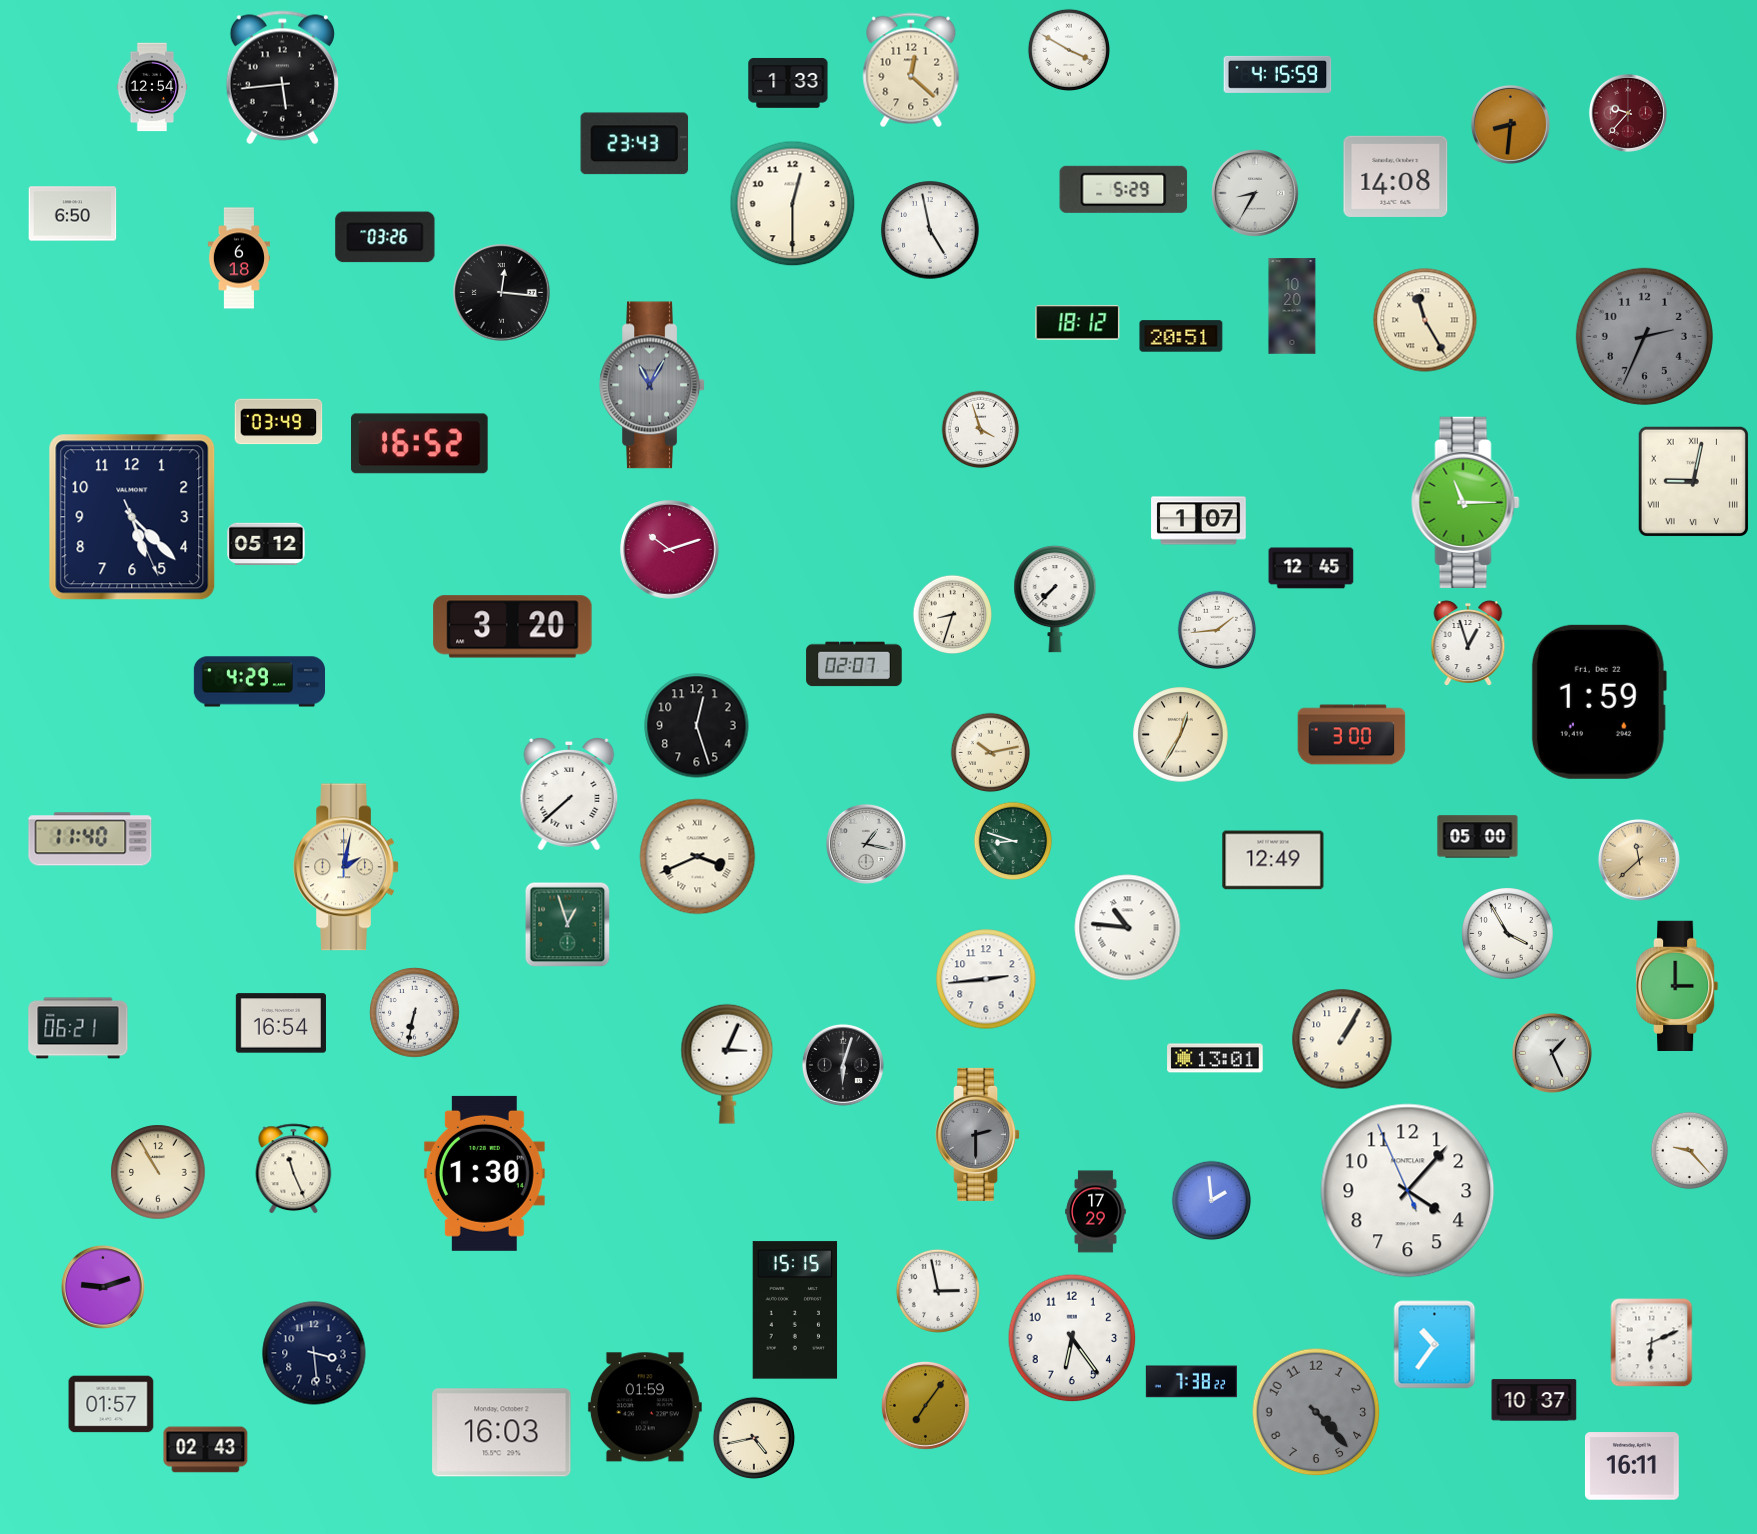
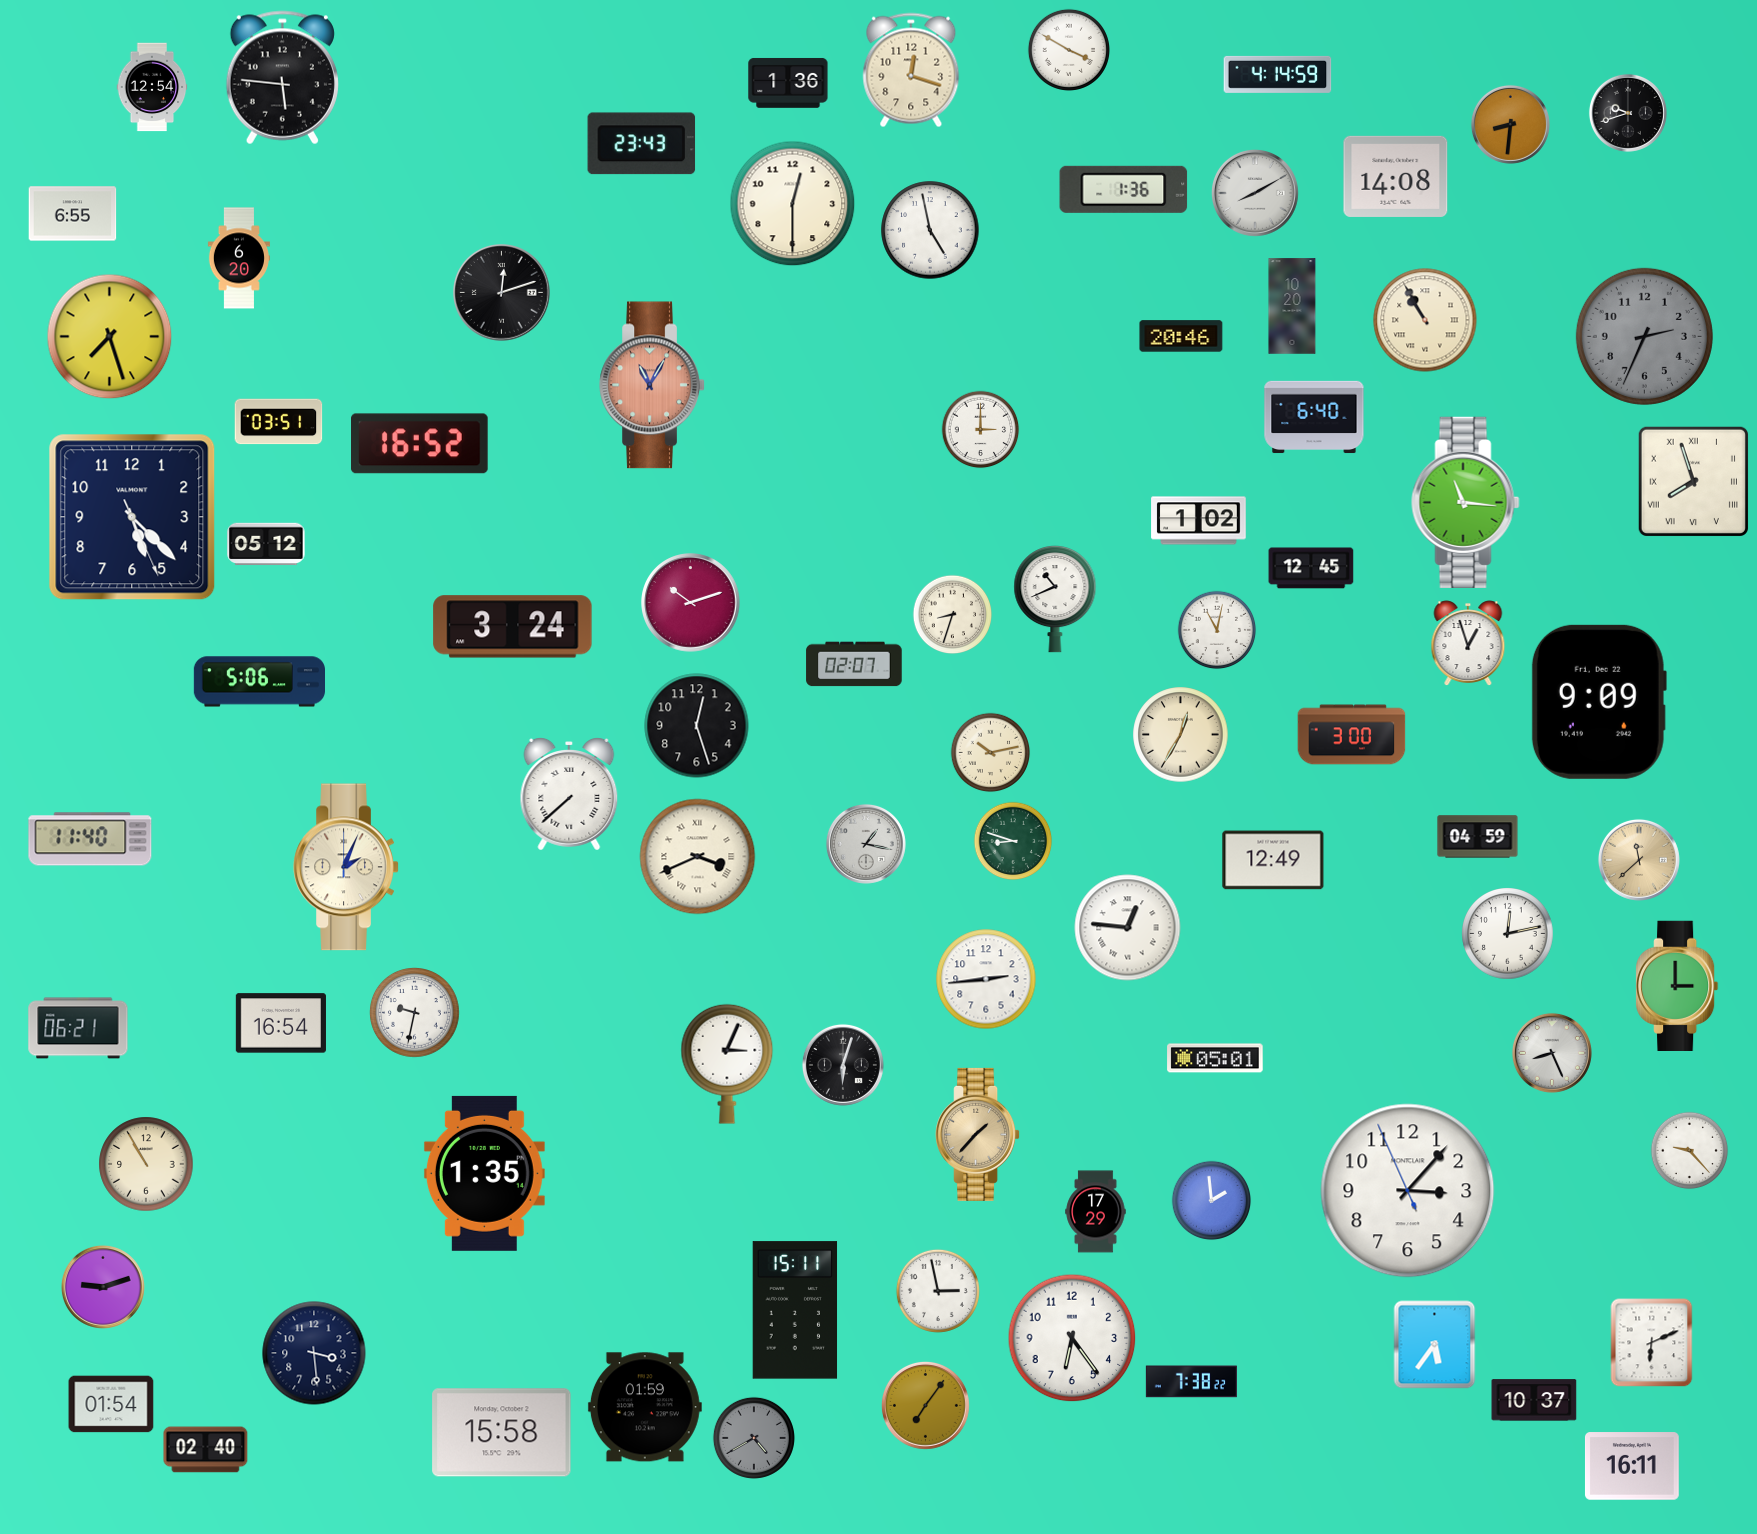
clock at (911, 70): 12:22 -> 12:18
clock at (1278, 74): 4:15 -> 4:14
clock at (282, 78): 5:44 -> 5:46
clock at (788, 83): 1:33 -> 1:36
clock at (1628, 113): 9:37 -> 9:42
clock at (1628, 113) dial: burgundy -> black
clock at (635, 144) position: (635, 144) -> (642, 144)
clock at (1124, 189): 5:29 -> 1:36
clock at (1255, 193): 8:35 -> 8:10
clock at (73, 214): 6:50 -> 6:55
clock at (385, 237): 03:26 -> none
clock at (239, 258): 6:18 -> 6:20
clock at (502, 293): 12:16 -> 12:12
clock at (1425, 320): 11:25 -> 10:55
clock at (1078, 323): 18:12 -> none
clock at (1181, 336): 20:51 -> 20:46
clock at (110, 337): none -> 7:27
clock at (652, 385) dial: grey -> salmon
clock at (1314, 417): none -> 6:40
clock at (279, 422): 03:49 -> 03:51
clock at (981, 430): 3:57 -> 3:00
clock at (1693, 481): 9:02 -> 7:57
clock at (1466, 502): 11:15 -> 11:16
clock at (1199, 521): 1:07 -> 1:02
clock at (670, 550) position: (670, 550) -> (691, 603)
clock at (1055, 599): 7:37 -> 10:41
clock at (513, 627): 3:20 -> 3:24
clock at (1217, 630): 1:44 -> 11:02
clock at (259, 682): 4:29 -> 5:06
clock at (1599, 702): 1:59 -> 9:09
clock at (1478, 837): 05:00 -> 04:59
clock at (346, 867): 2:02 -> 2:04
clock at (568, 925): 12:57 -> none
clock at (1128, 928): 10:46 -> 12:46
clock at (1508, 934): 3:55 -> 12:13
clock at (415, 1013): 6:32 -> 9:32
clock at (1342, 1039): 1:05 -> none
clock at (1552, 1053): 1:26 -> 8:26
clock at (1215, 1058): 13:01 -> 05:01
clock at (978, 1134): 2:30 -> 1:37
clock at (978, 1134) dial: grey -> champagne
clock at (294, 1169): 11:26 -> none
clock at (158, 1172) position: (158, 1172) -> (146, 1164)
clock at (484, 1173): 1:30 -> 1:35
clock at (1408, 1191): 4:06 -> 3:06
clock at (795, 1310): 15:15 -> 15:11
clock at (1435, 1345): 10:36 -> 5:36
clock at (111, 1404): 01:57 -> 01:54
clock at (1316, 1412): 4:23 -> none
clock at (502, 1433): 16:03 -> 15:58
clock at (754, 1438): 4:43 -> 4:40
clock at (754, 1438) dial: cream -> grey
clock at (206, 1450): 02:43 -> 02:40
